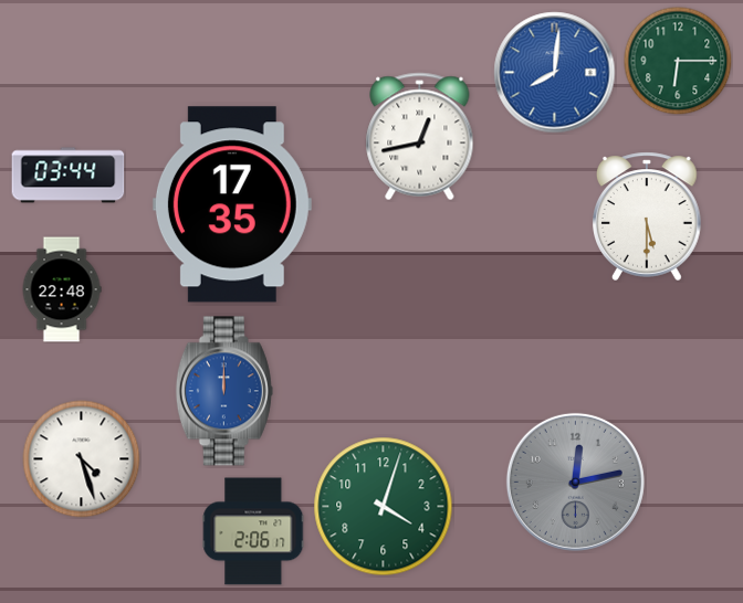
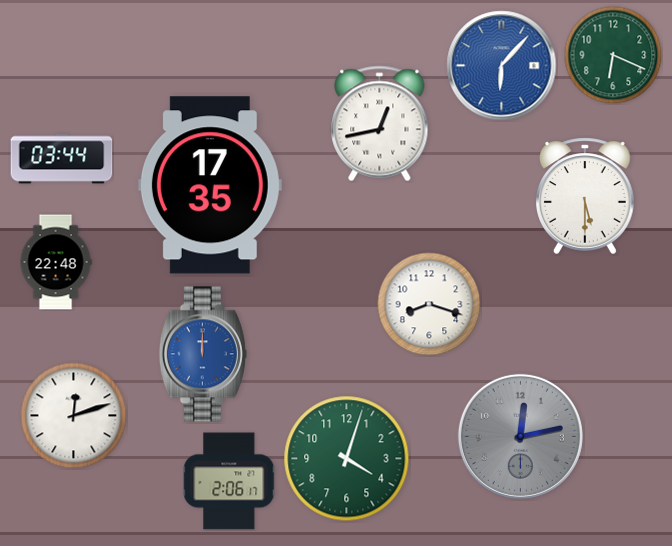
clock at (678, 61): 6:15 -> 6:19
clock at (555, 73): 8:01 -> 6:07
clock at (429, 304): none -> 8:18
clock at (82, 459): 4:27 -> 12:12
